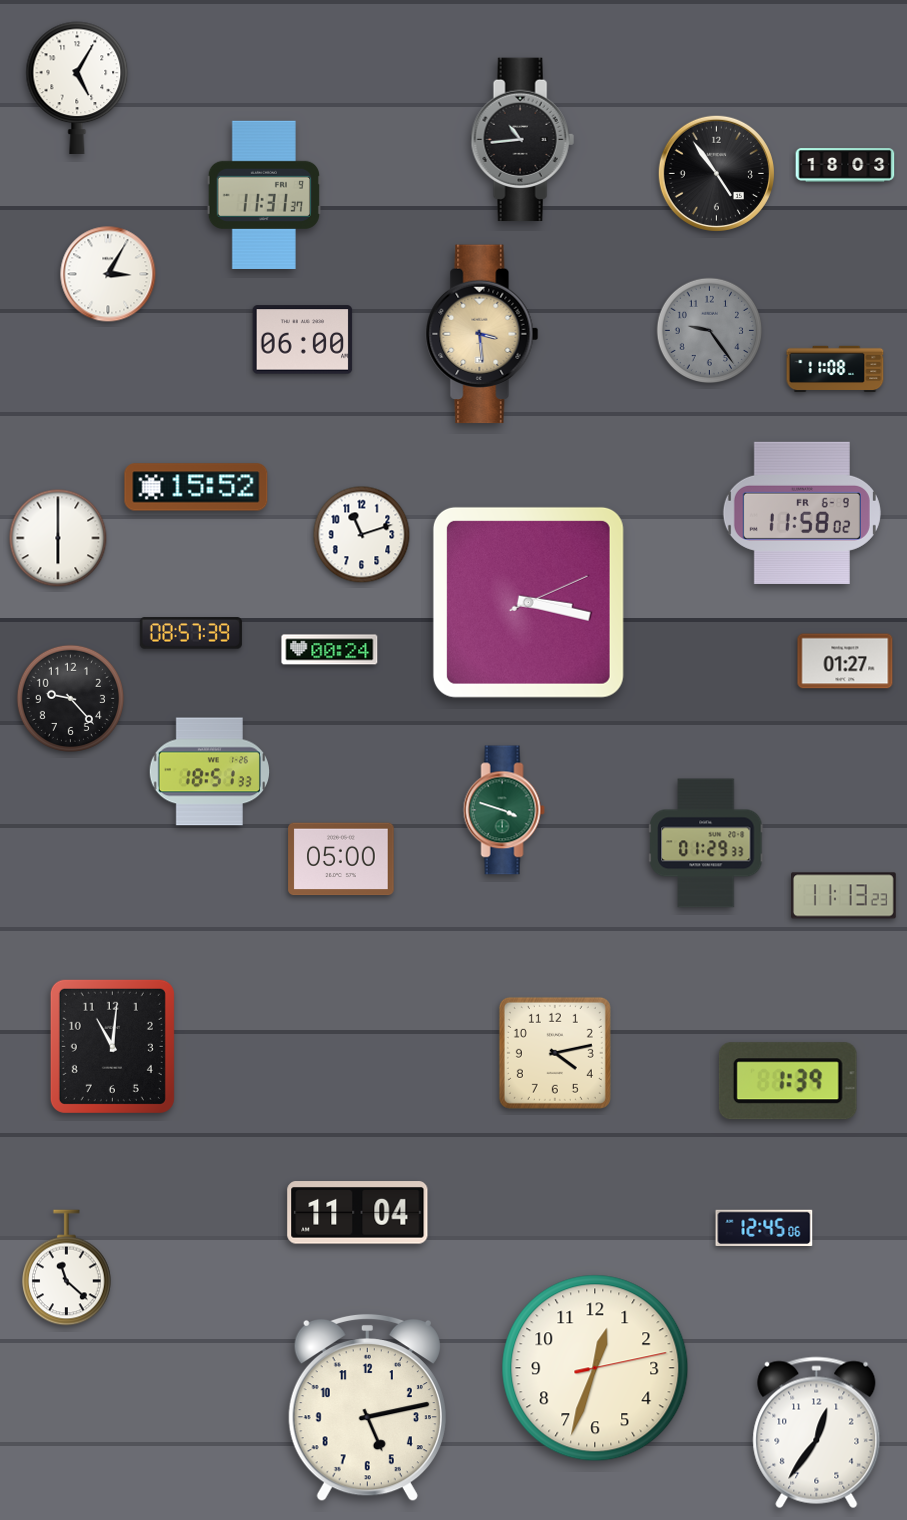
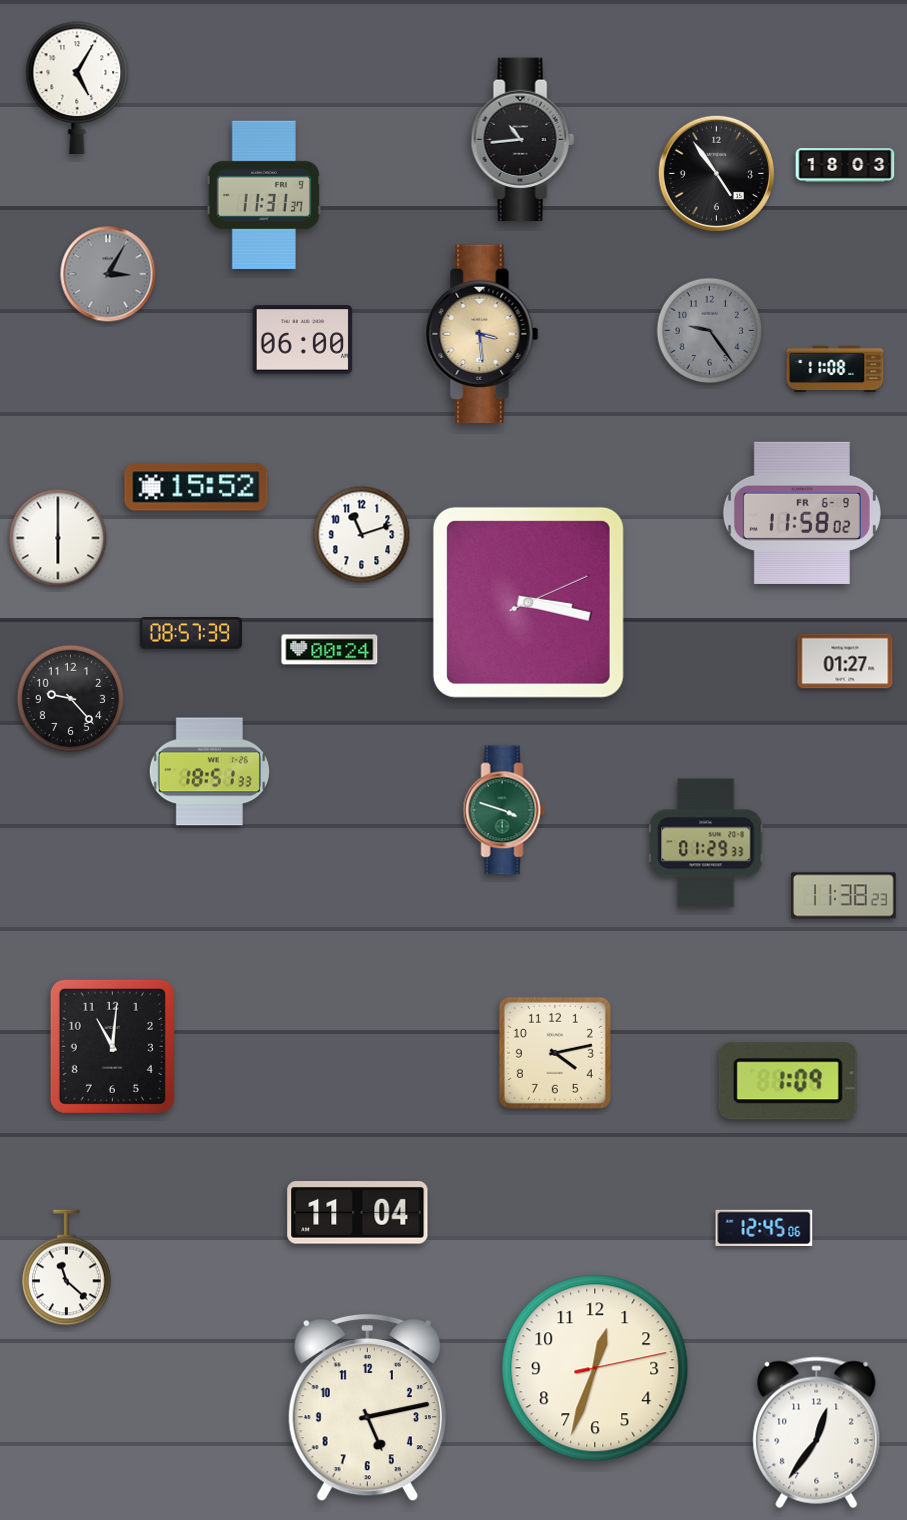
clock at (108, 274) dial: white -> grey
clock at (341, 859): 05:00 -> none
clock at (844, 896): 11:13 -> 11:38
clock at (788, 1081): 1:39 -> 1:09
